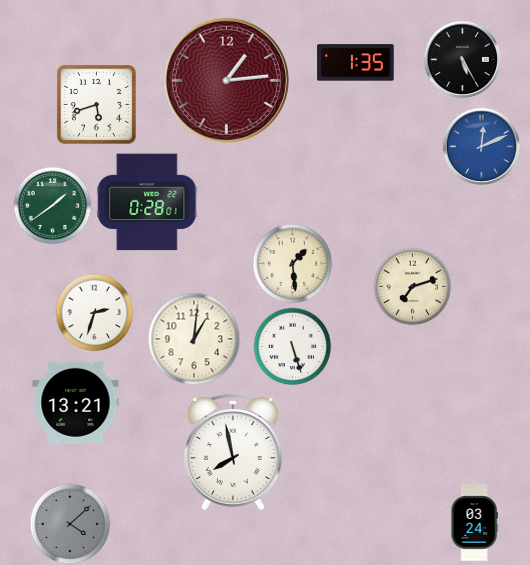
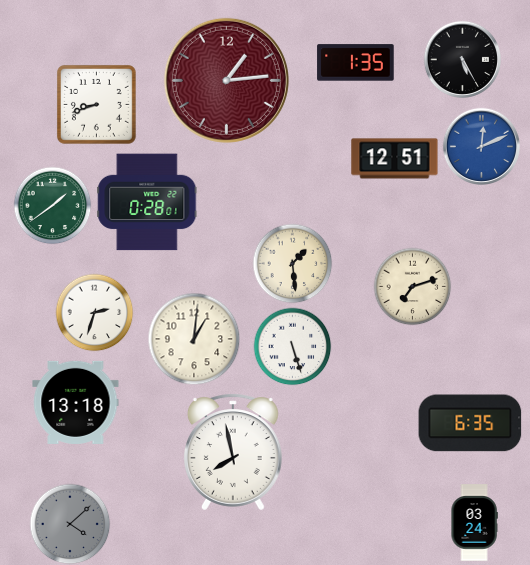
clock at (97, 105): 5:42 -> 8:42
clock at (395, 159): none -> 12:51
clock at (76, 402): 13:21 -> 13:18
clock at (470, 423): none -> 6:35
